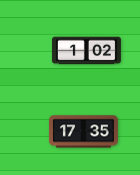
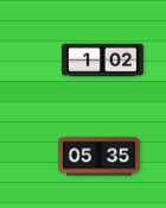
clock at (83, 132): 17:35 -> 05:35
